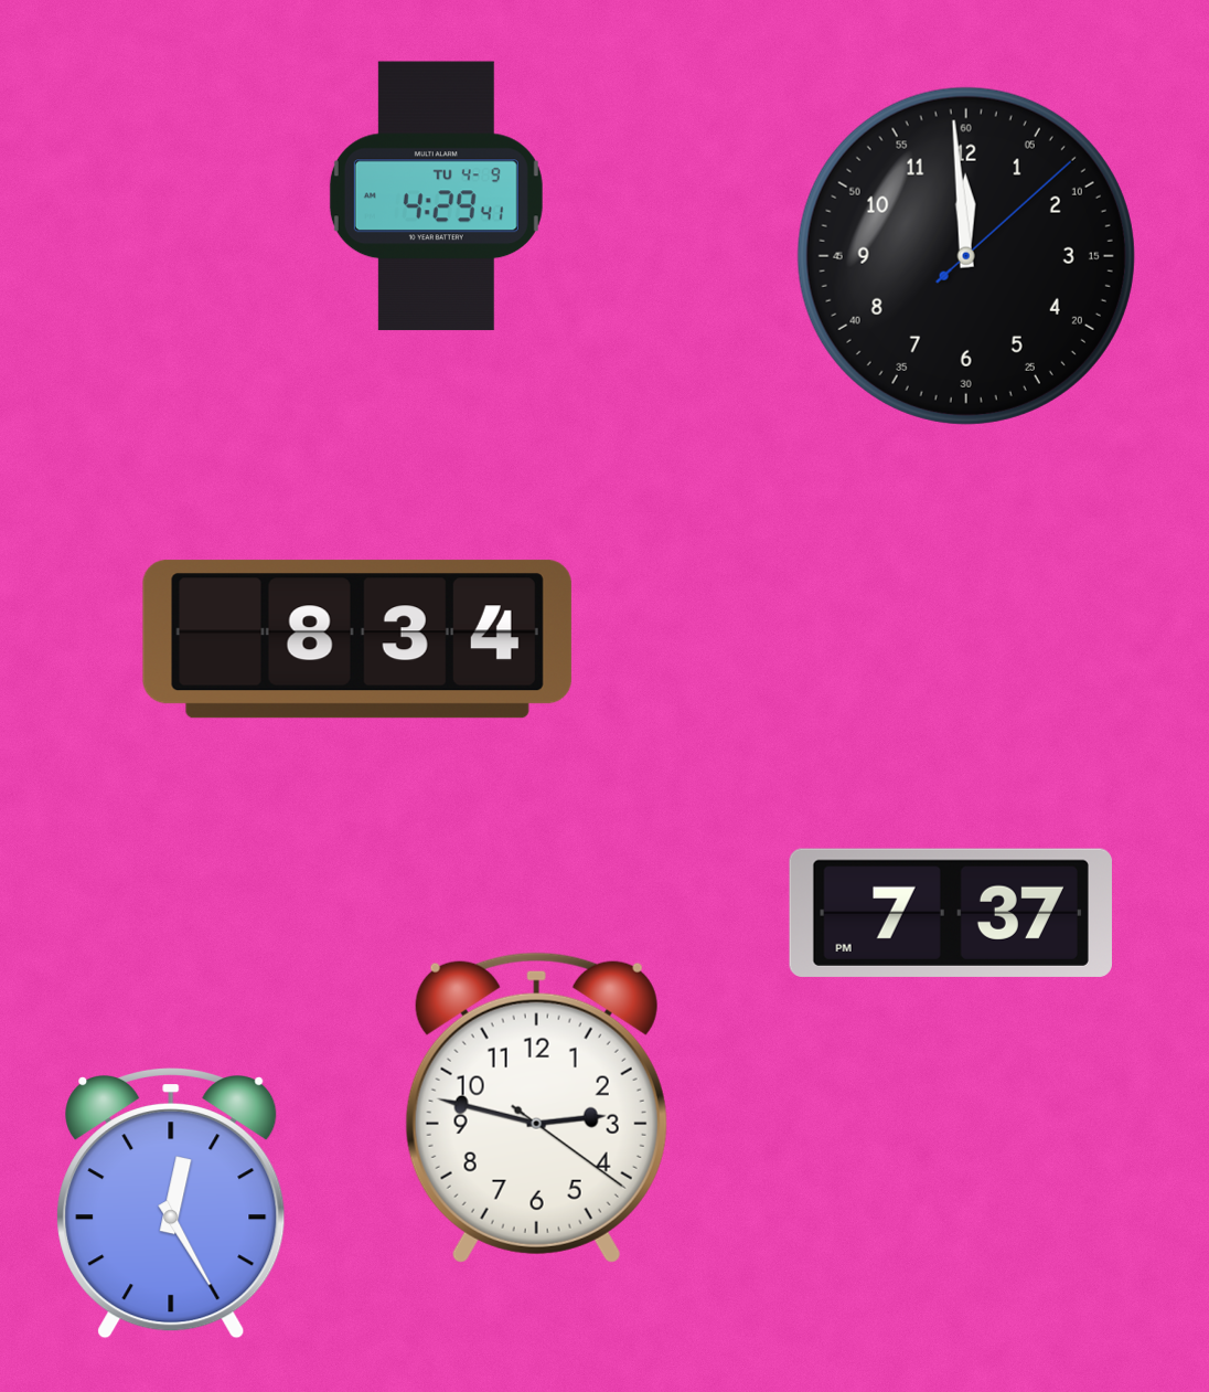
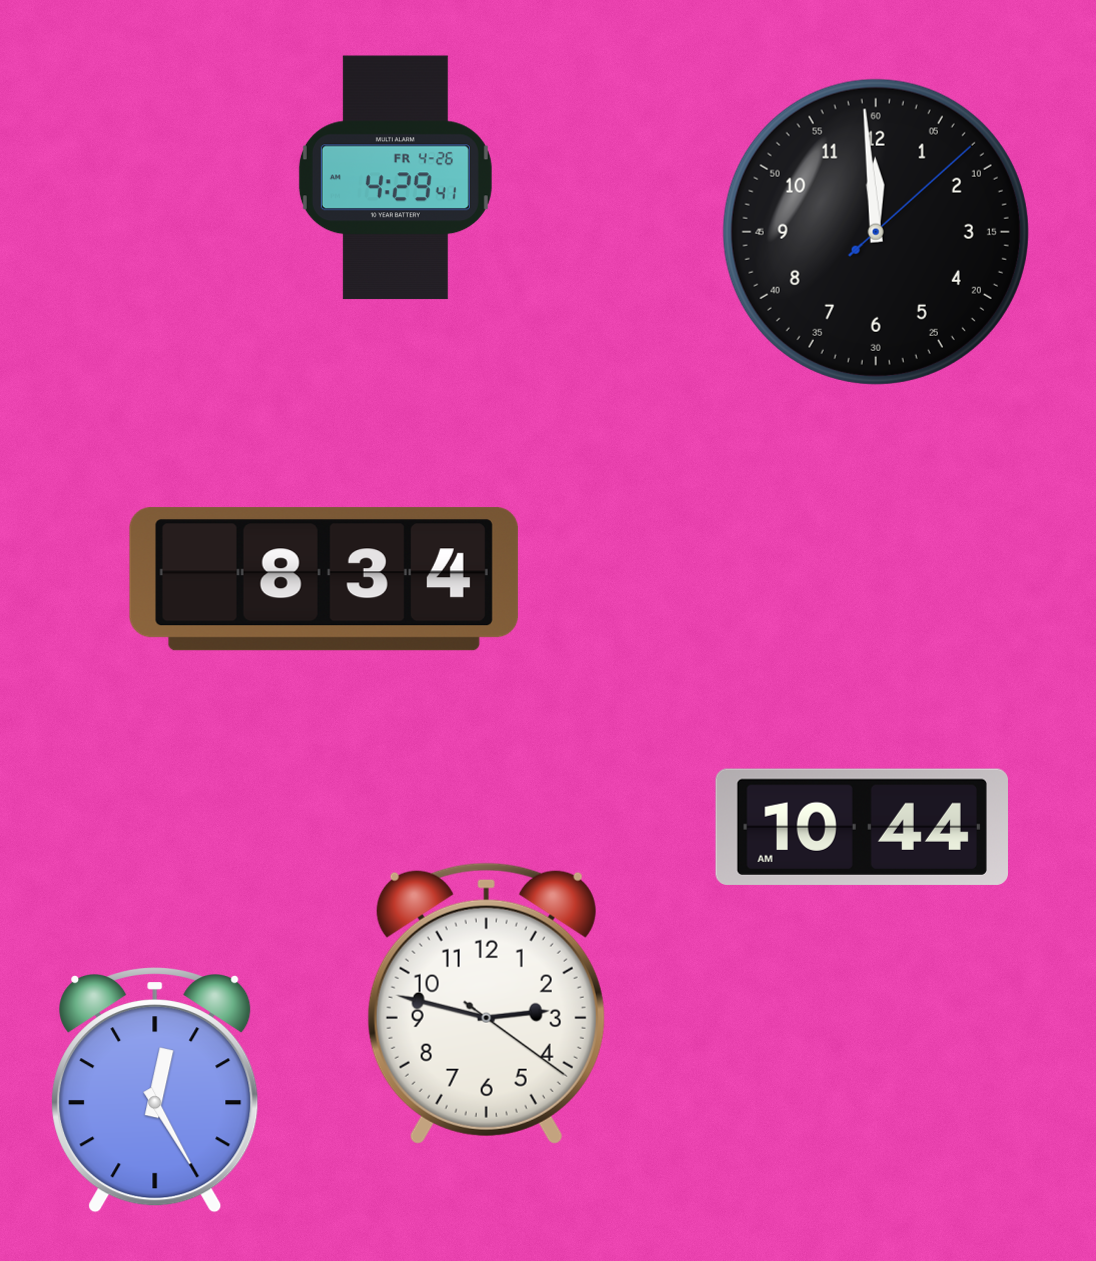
clock at (436, 196) date: TU 4-9 -> FR 4-26
clock at (951, 913): 7:37 -> 10:44
